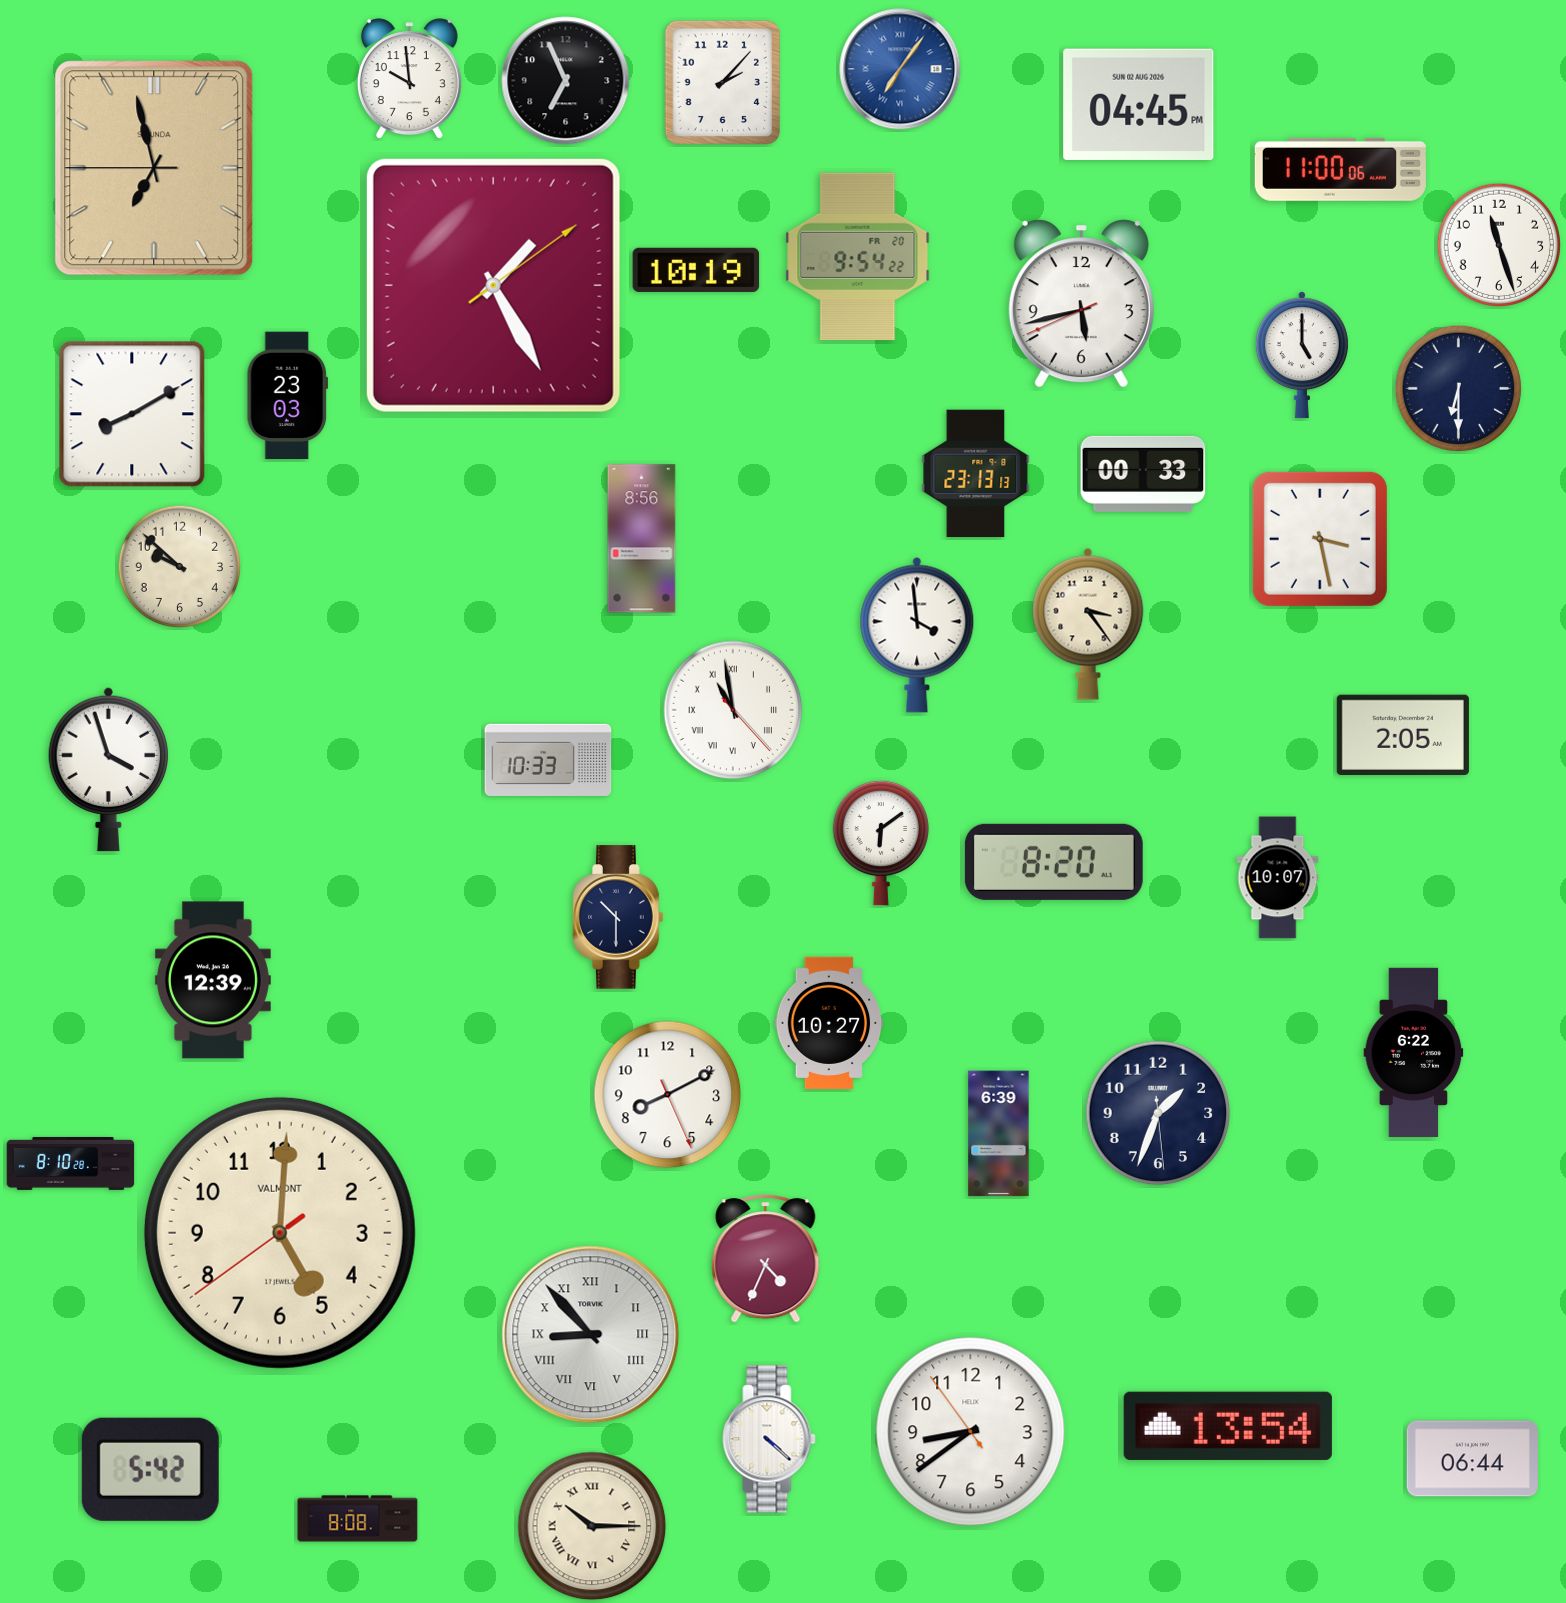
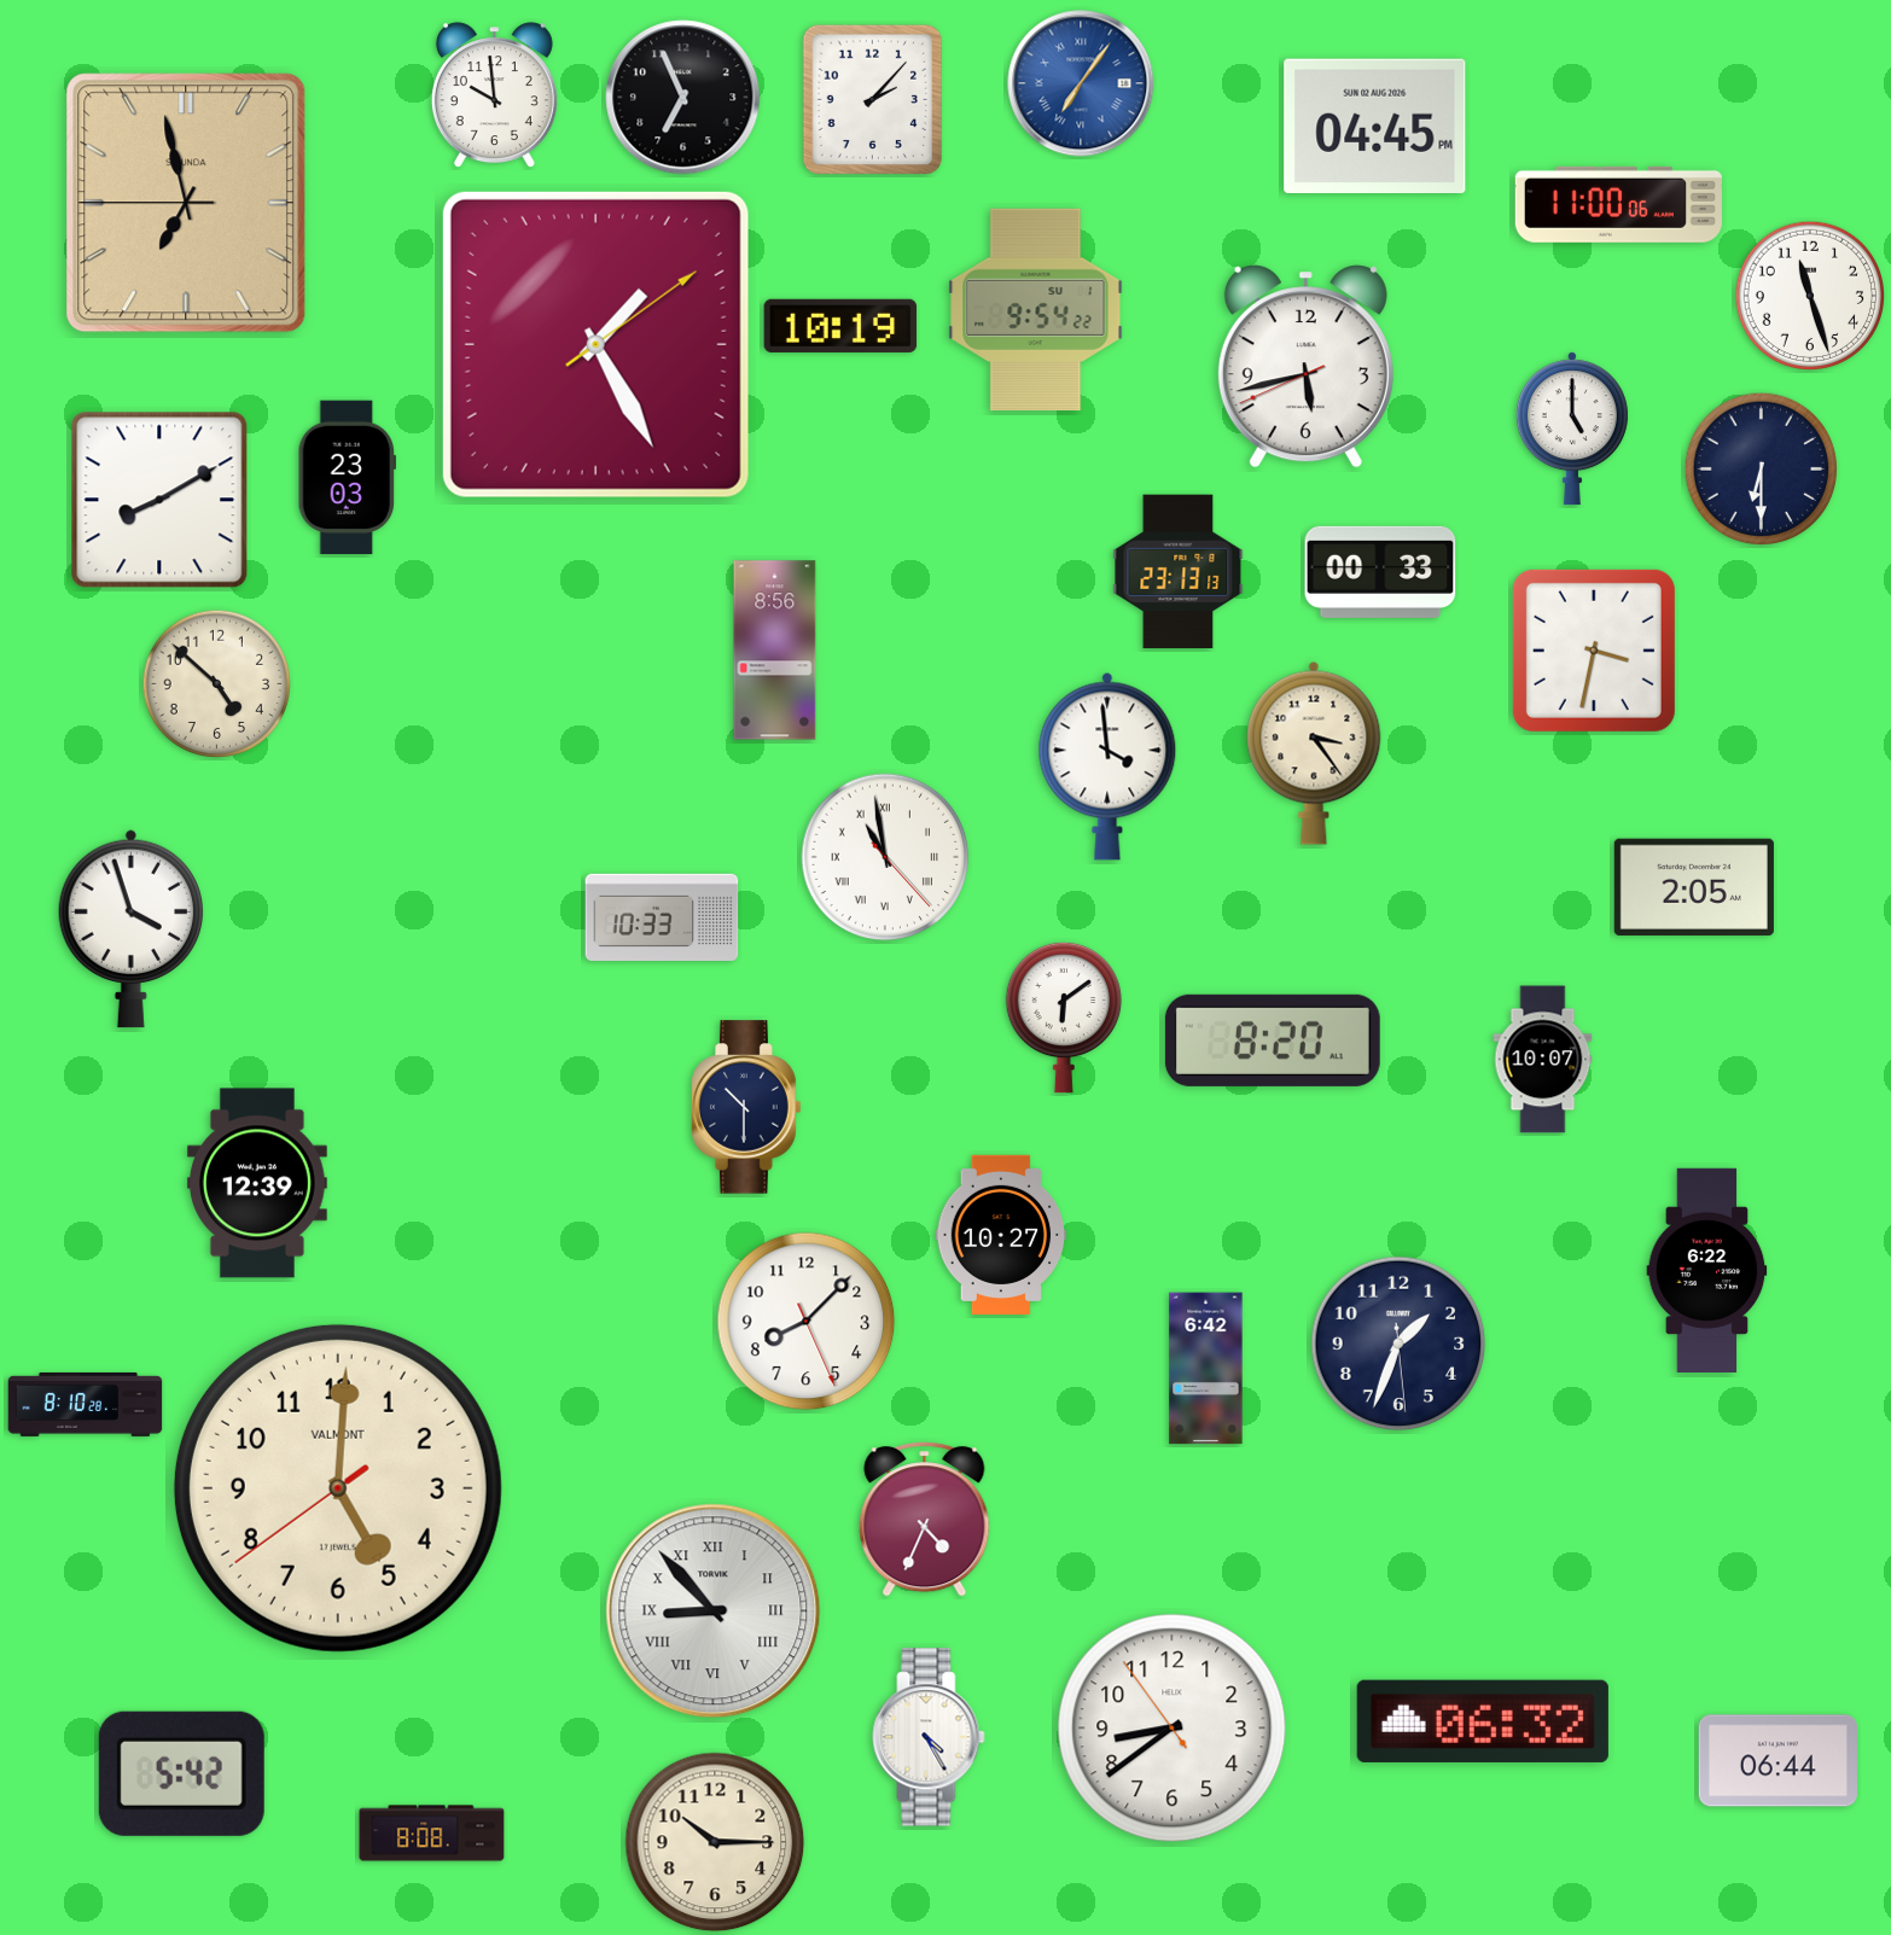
clock at (900, 69) position: (900, 69) -> (1081, 83)
clock at (858, 257) date: FR 20 -> SU 1
clock at (1320, 539): 3:28 -> 3:32
clock at (179, 566): 9:52 -> 4:52
clock at (668, 1095): 8:10 -> 8:07
clock at (999, 1134): 6:39 -> 6:42
clock at (1228, 1426): 13:54 -> 06:32
clock at (769, 1439): 4:22 -> 4:25
clock at (592, 1526) numerals: Roman -> Arabic
